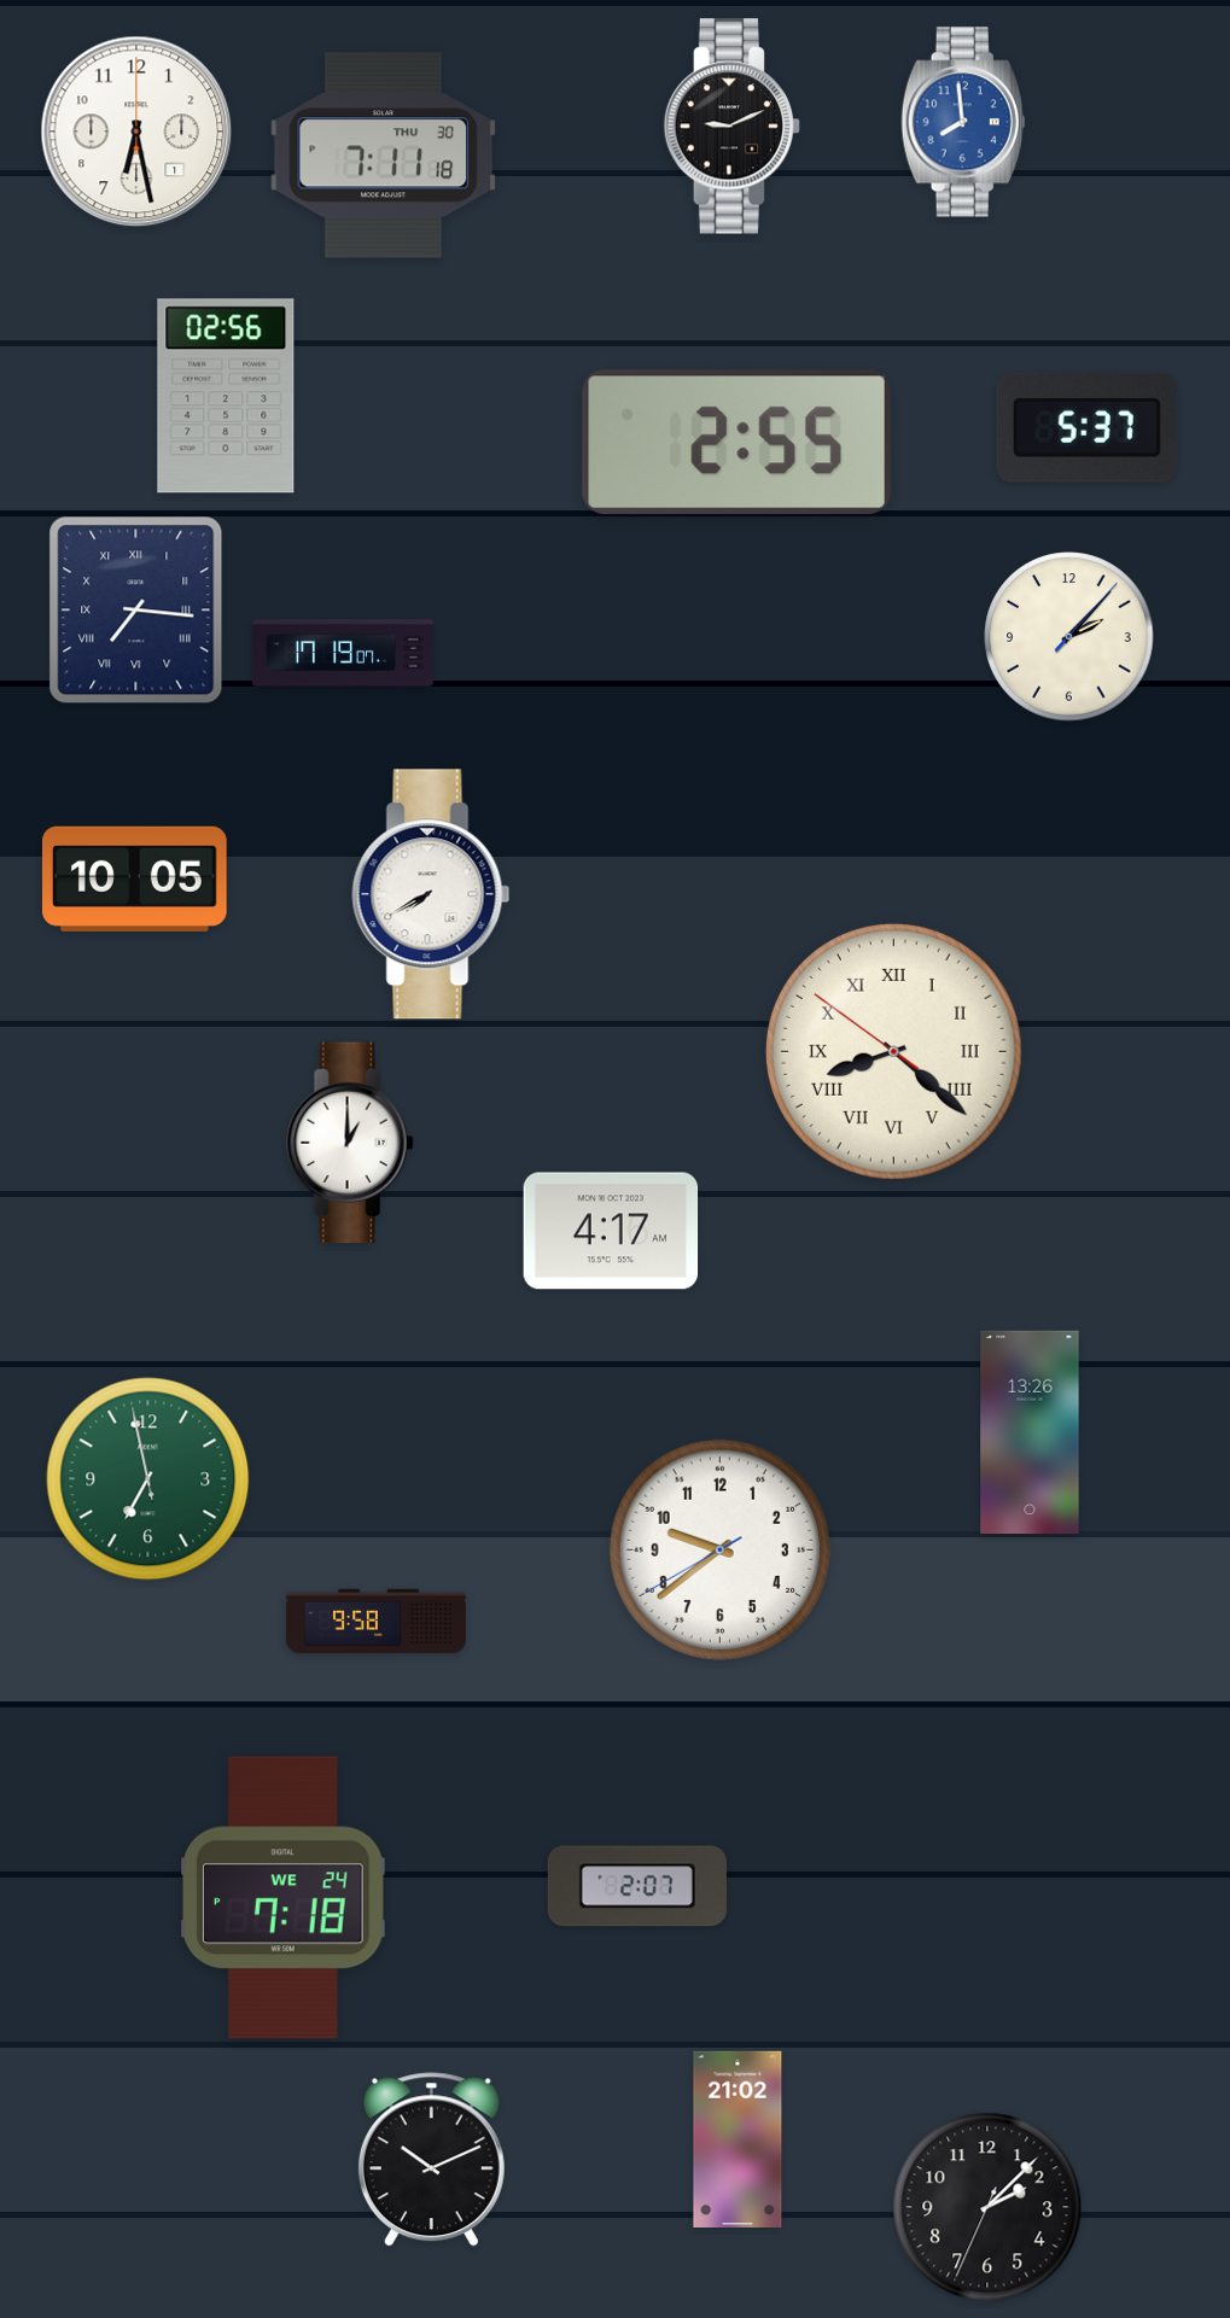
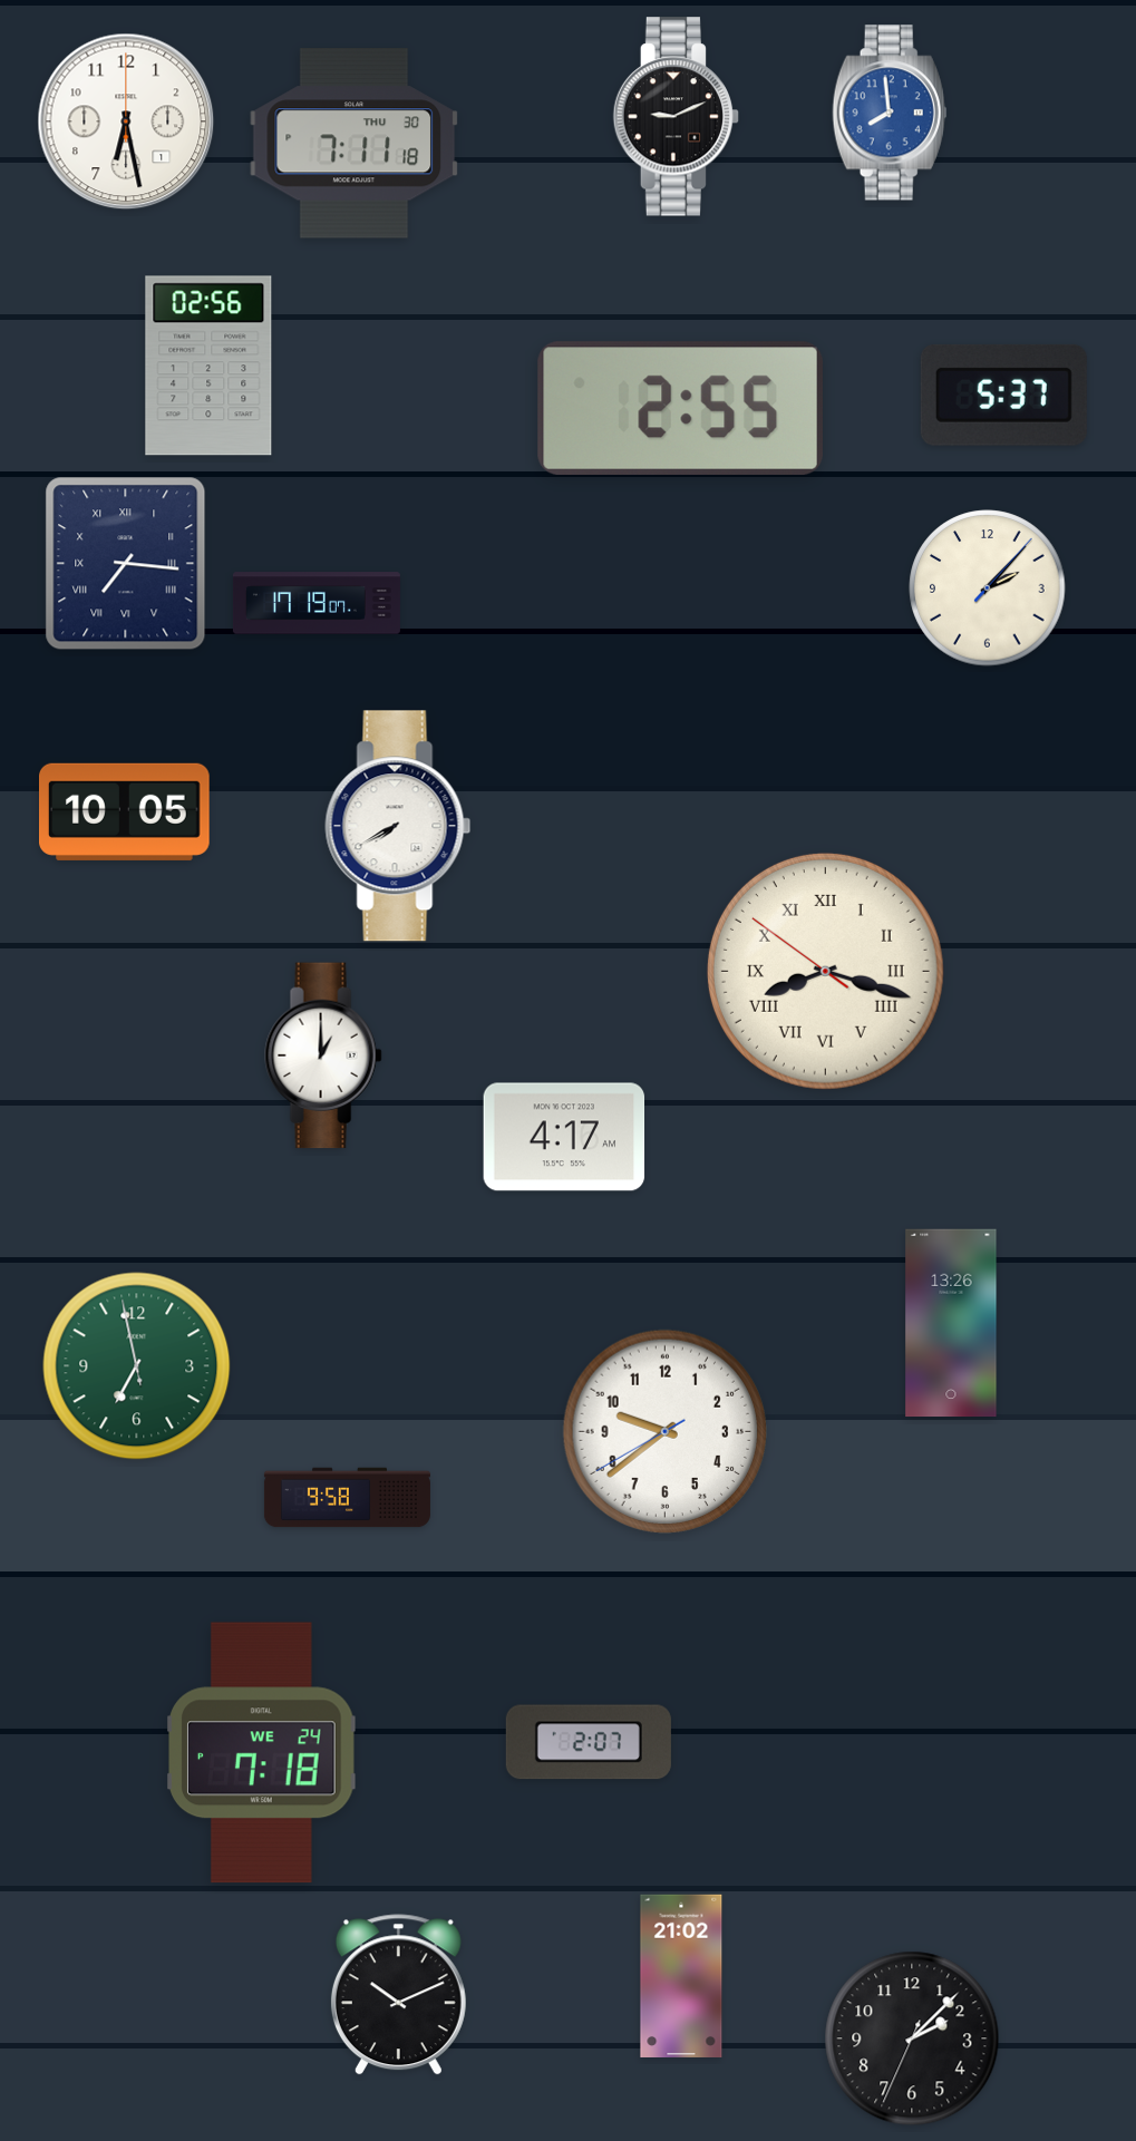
clock at (893, 1051): 8:21 -> 8:17
